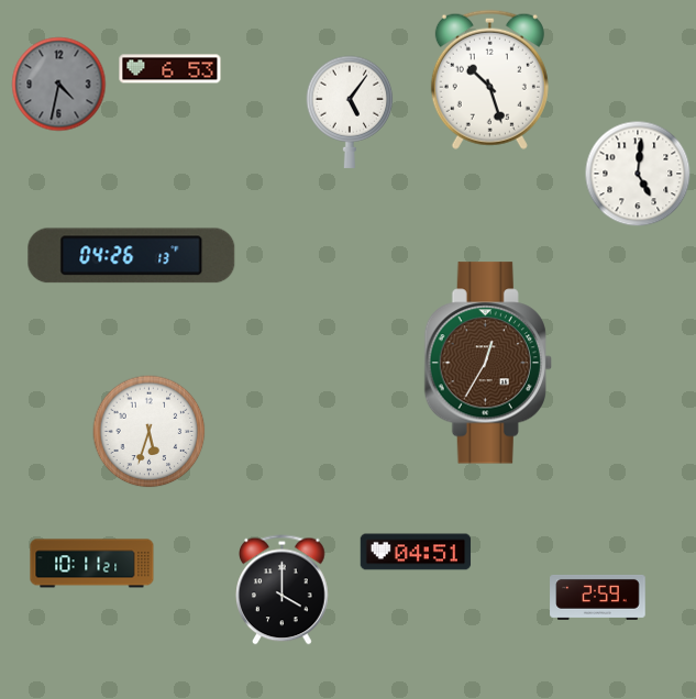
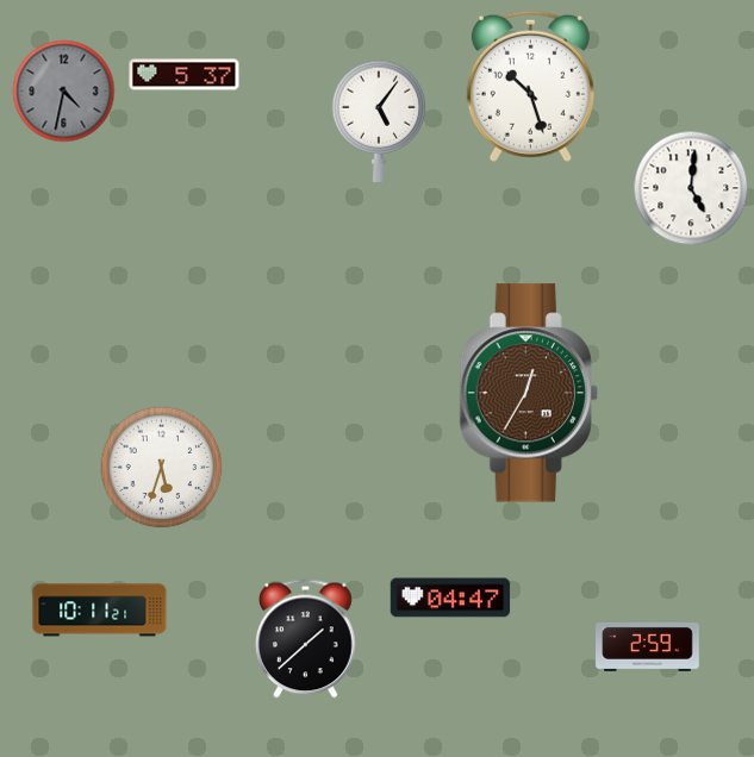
clock at (170, 69): 6:53 -> 5:37
clock at (132, 256): 04:26 -> none
clock at (416, 552): 04:51 -> 04:47
clock at (283, 590): 4:00 -> 1:38
